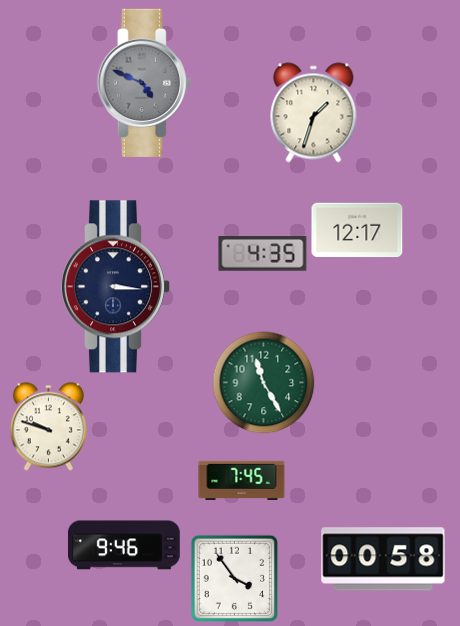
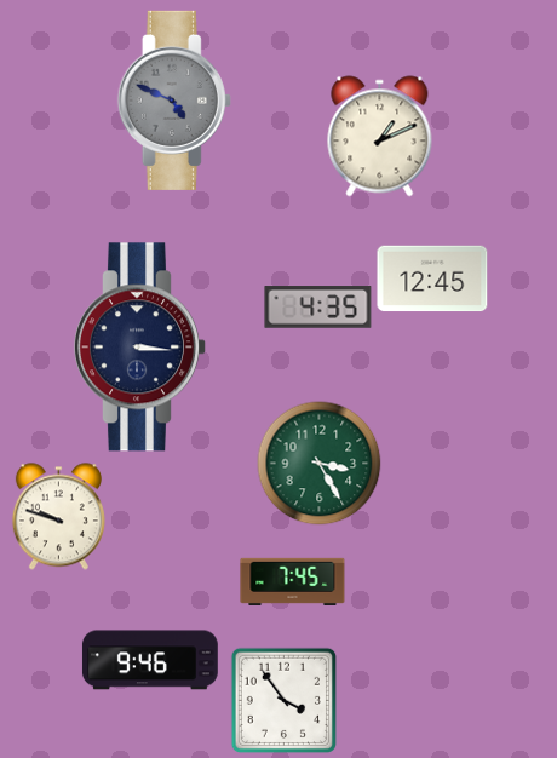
clock at (314, 113): 1:33 -> 1:11
clock at (357, 230): 12:17 -> 12:45
clock at (264, 383): 11:25 -> 3:25
clock at (383, 559): 00:58 -> none
